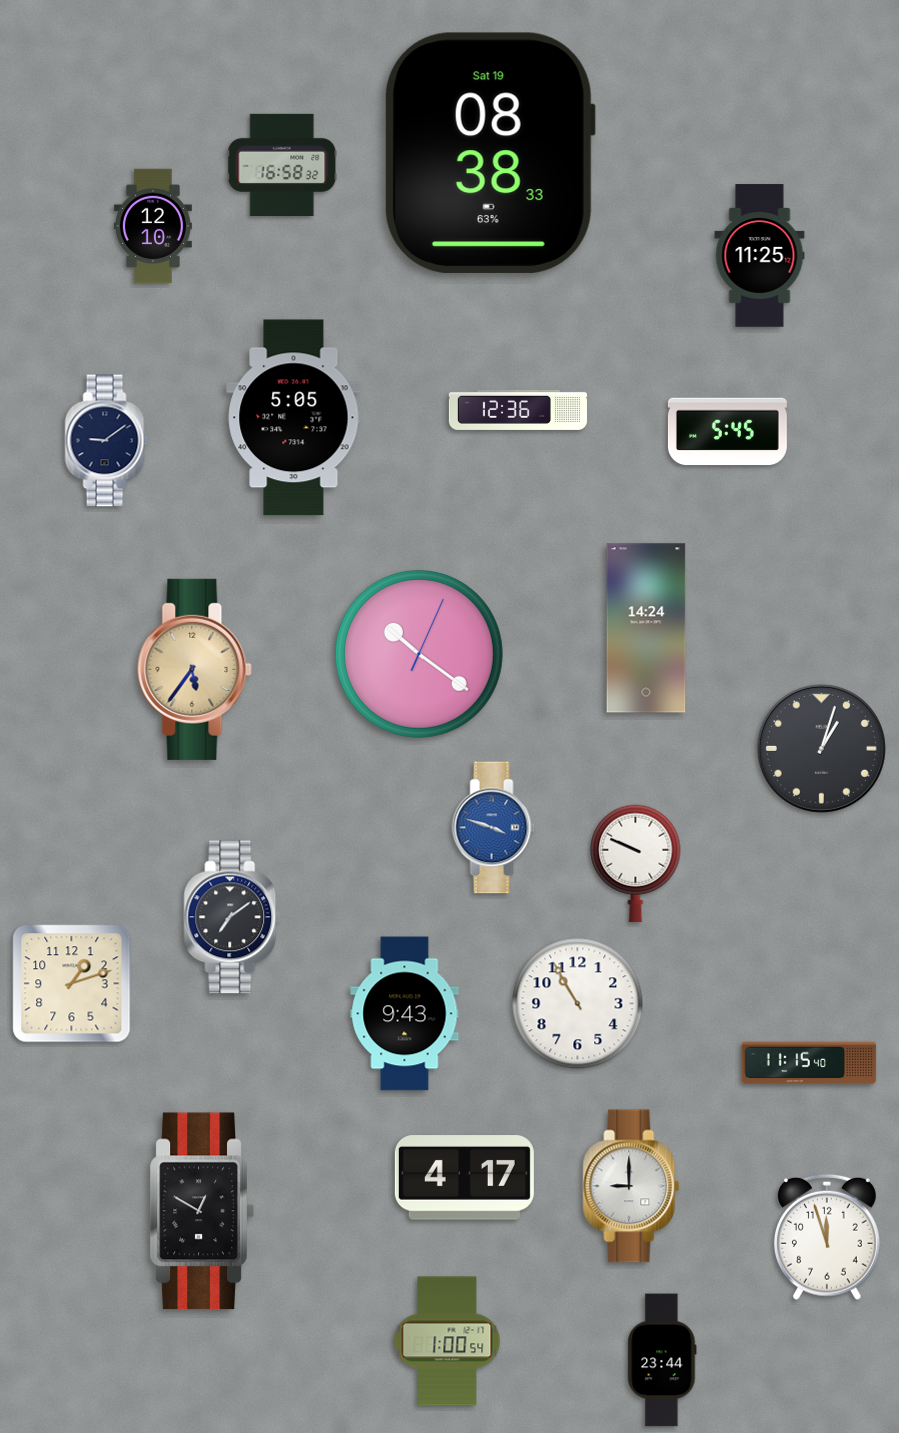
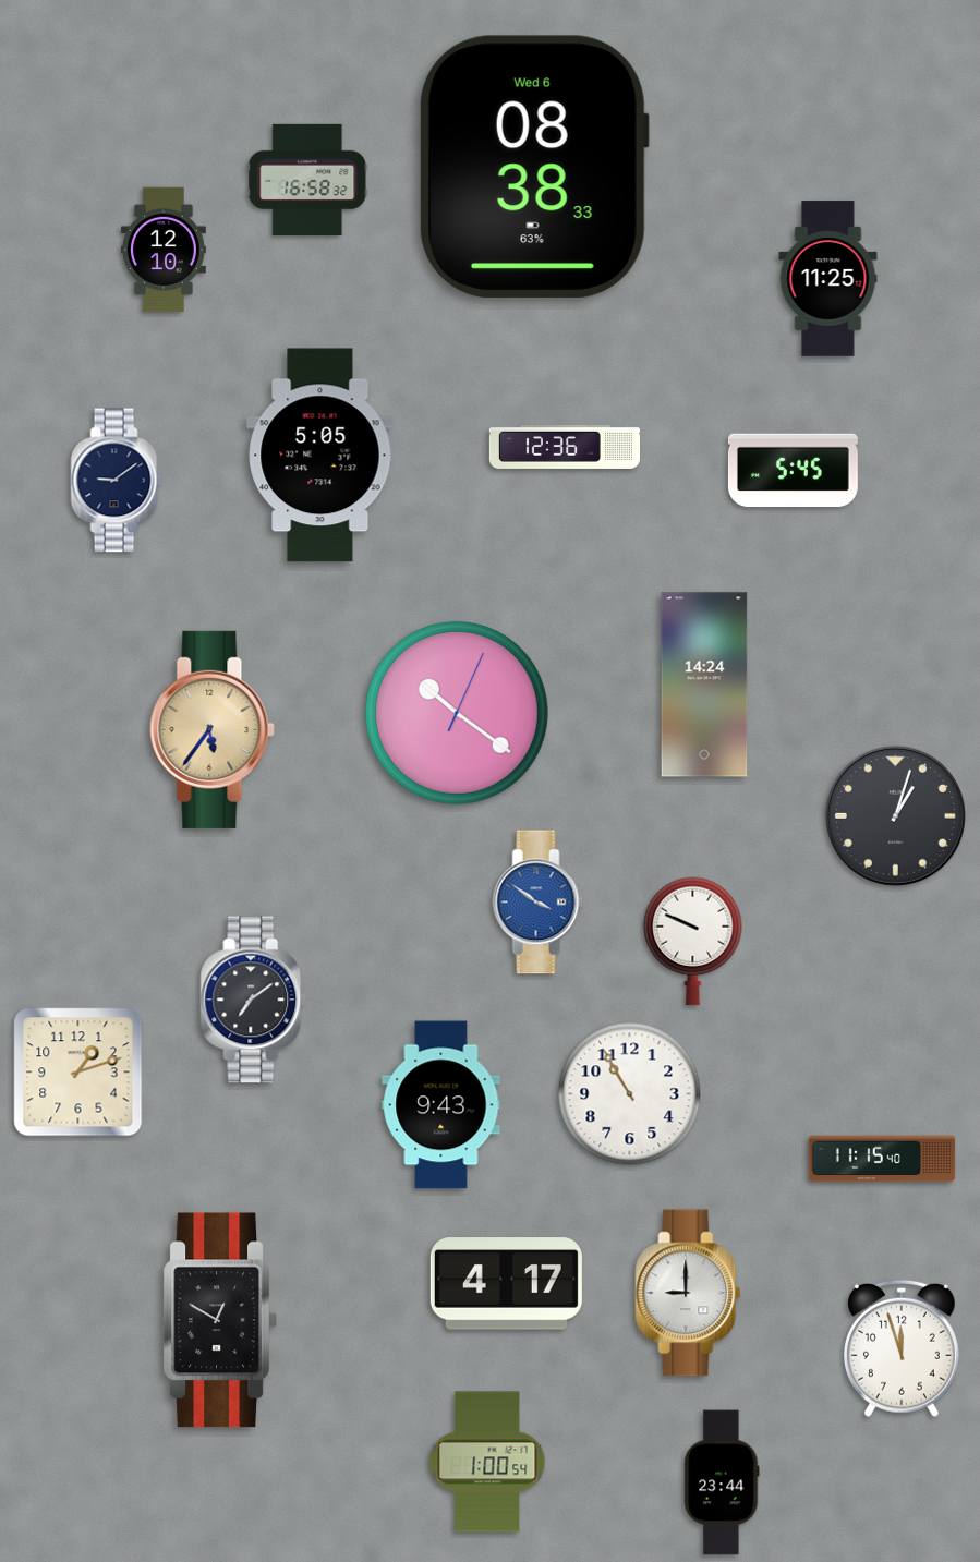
clock at (490, 153) date: Sat 19 -> Wed 6
clock at (153, 226) position: (153, 226) -> (164, 250)
clock at (494, 828): 3:48 -> 3:51
